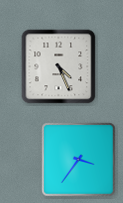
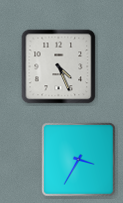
clock at (79, 160): 3:36 -> 3:35
